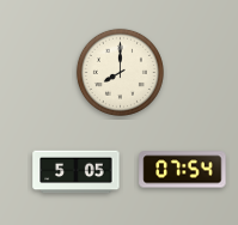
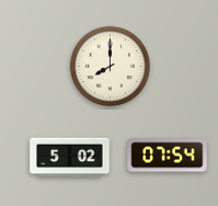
clock at (77, 172): 5:05 -> 5:02
